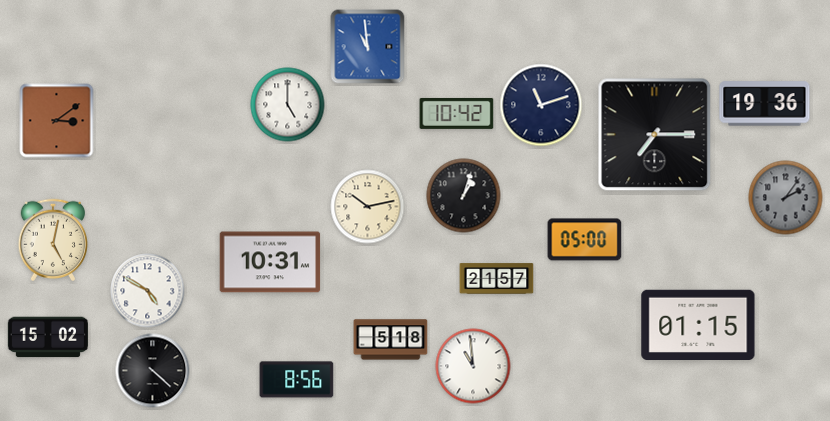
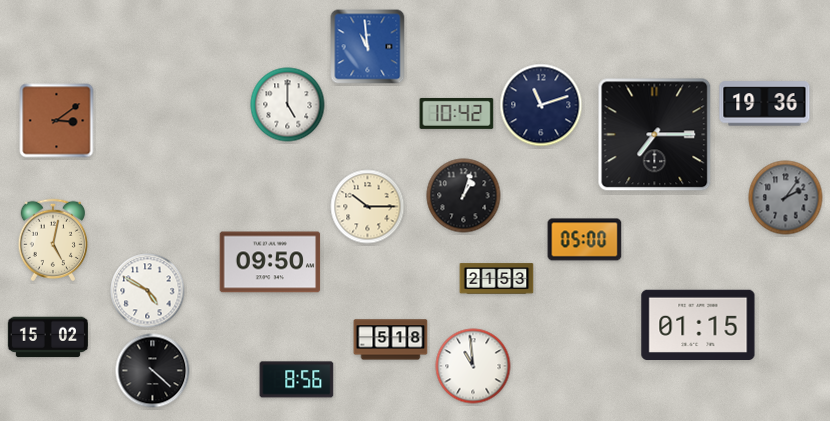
clock at (368, 207): 10:13 -> 10:15
clock at (270, 262): 10:31 -> 09:50
clock at (497, 279): 21:57 -> 21:53
